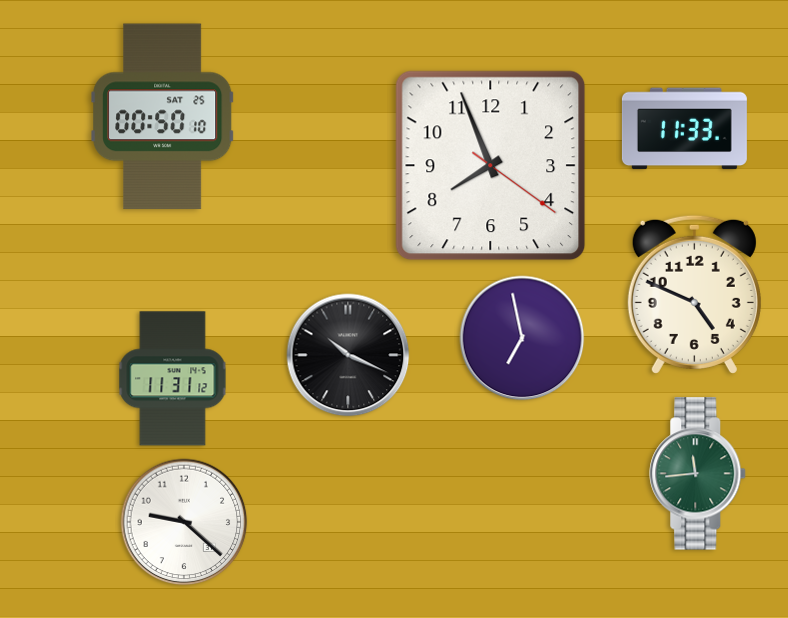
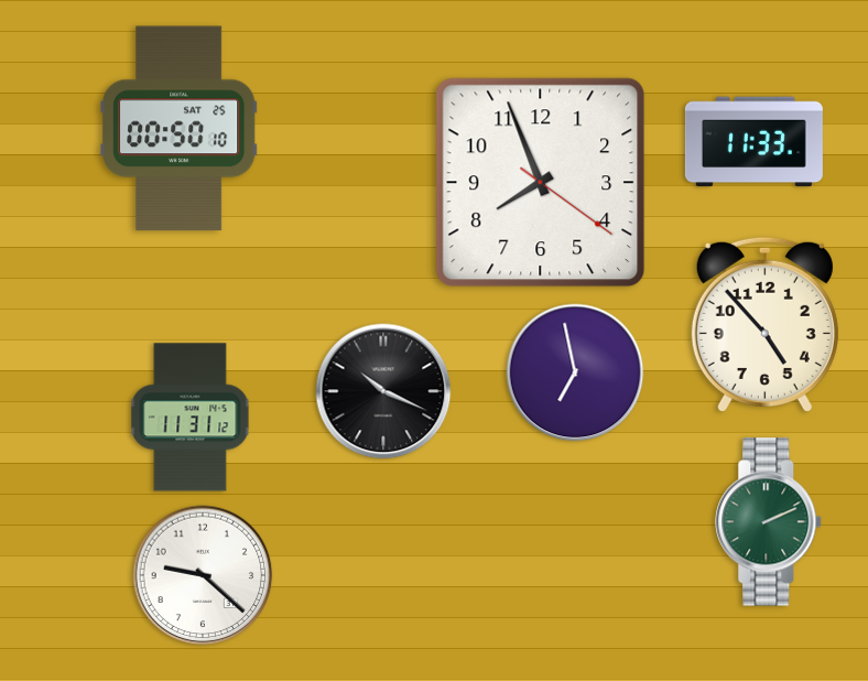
clock at (694, 294): 4:49 -> 4:53
clock at (698, 474): 11:44 -> 2:11
